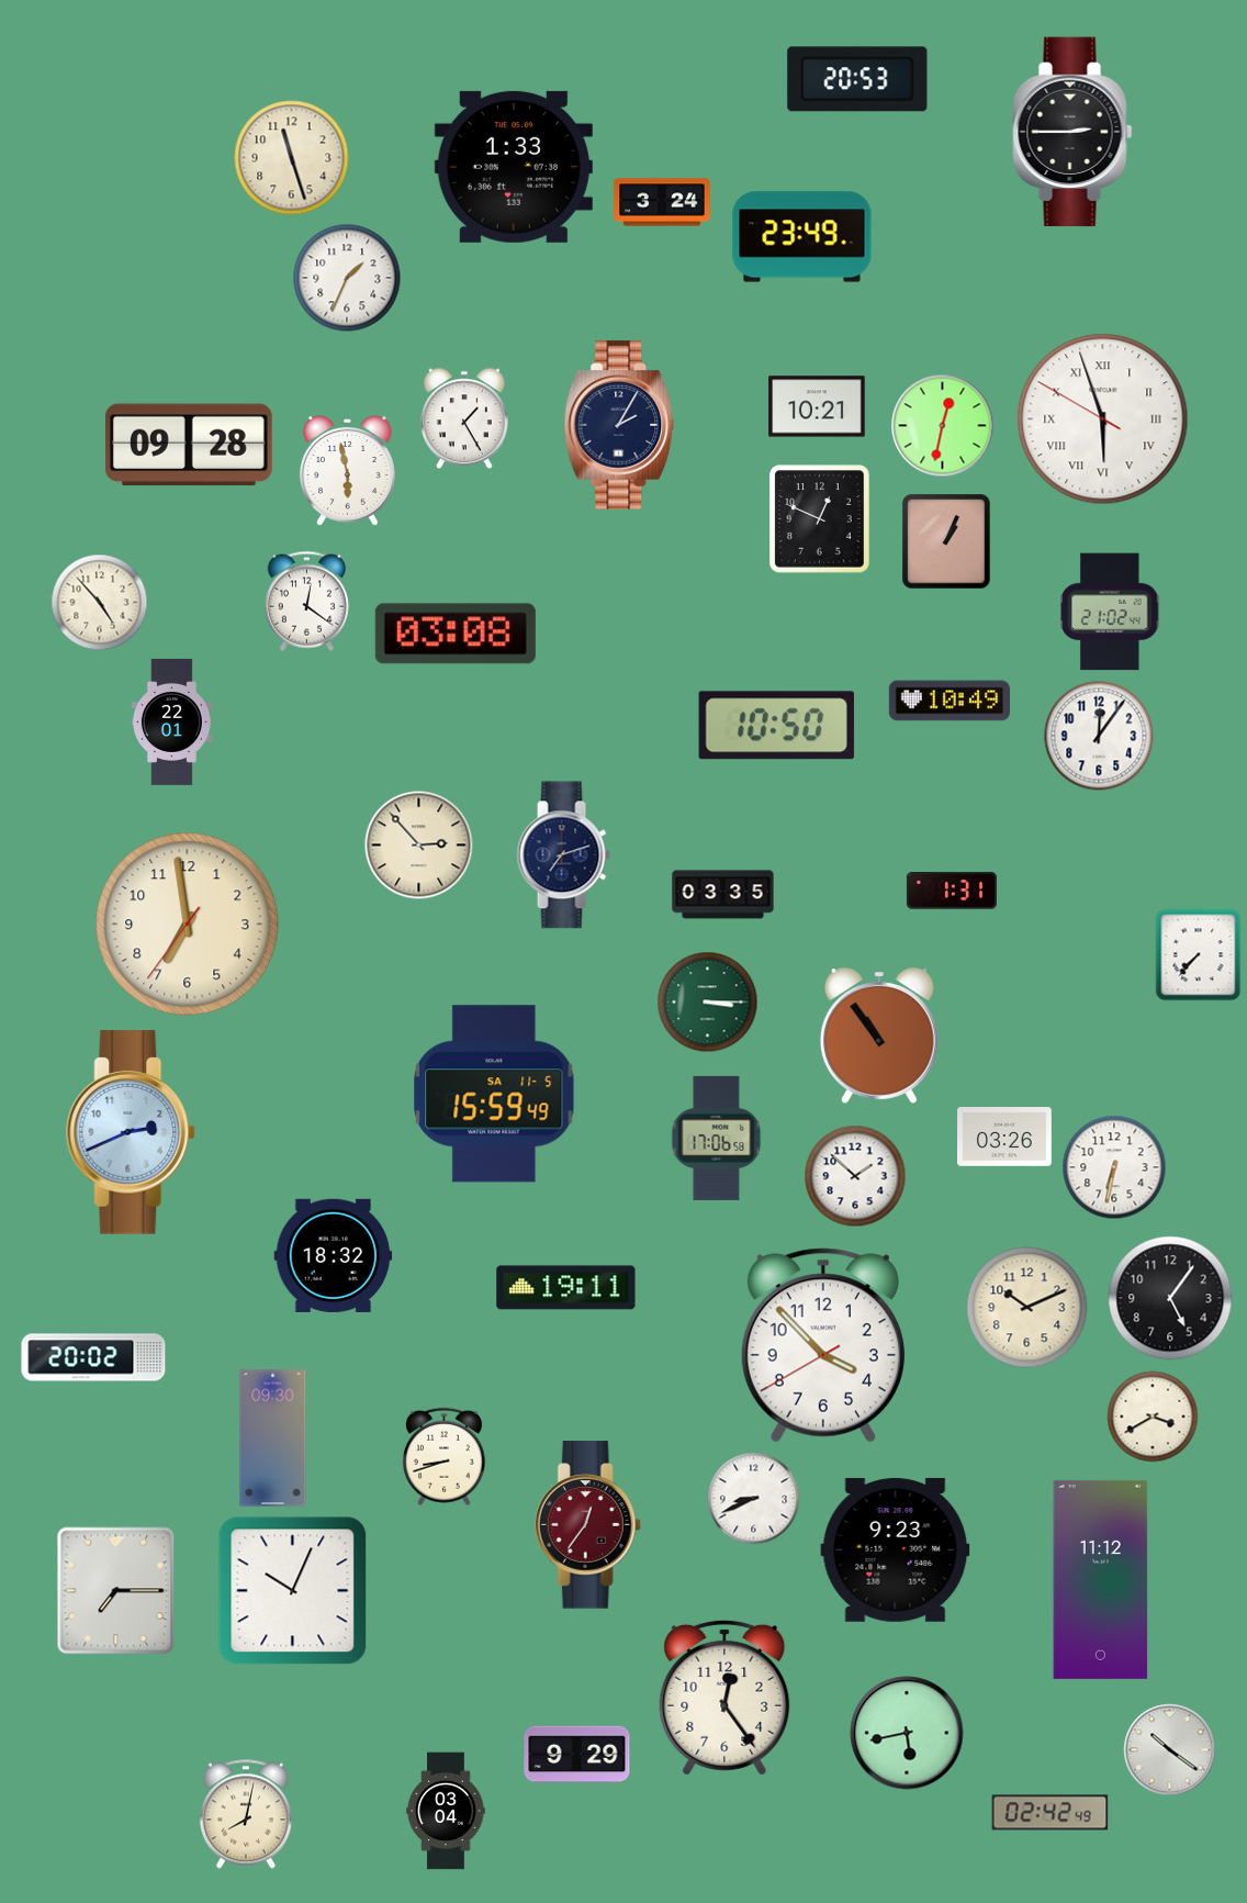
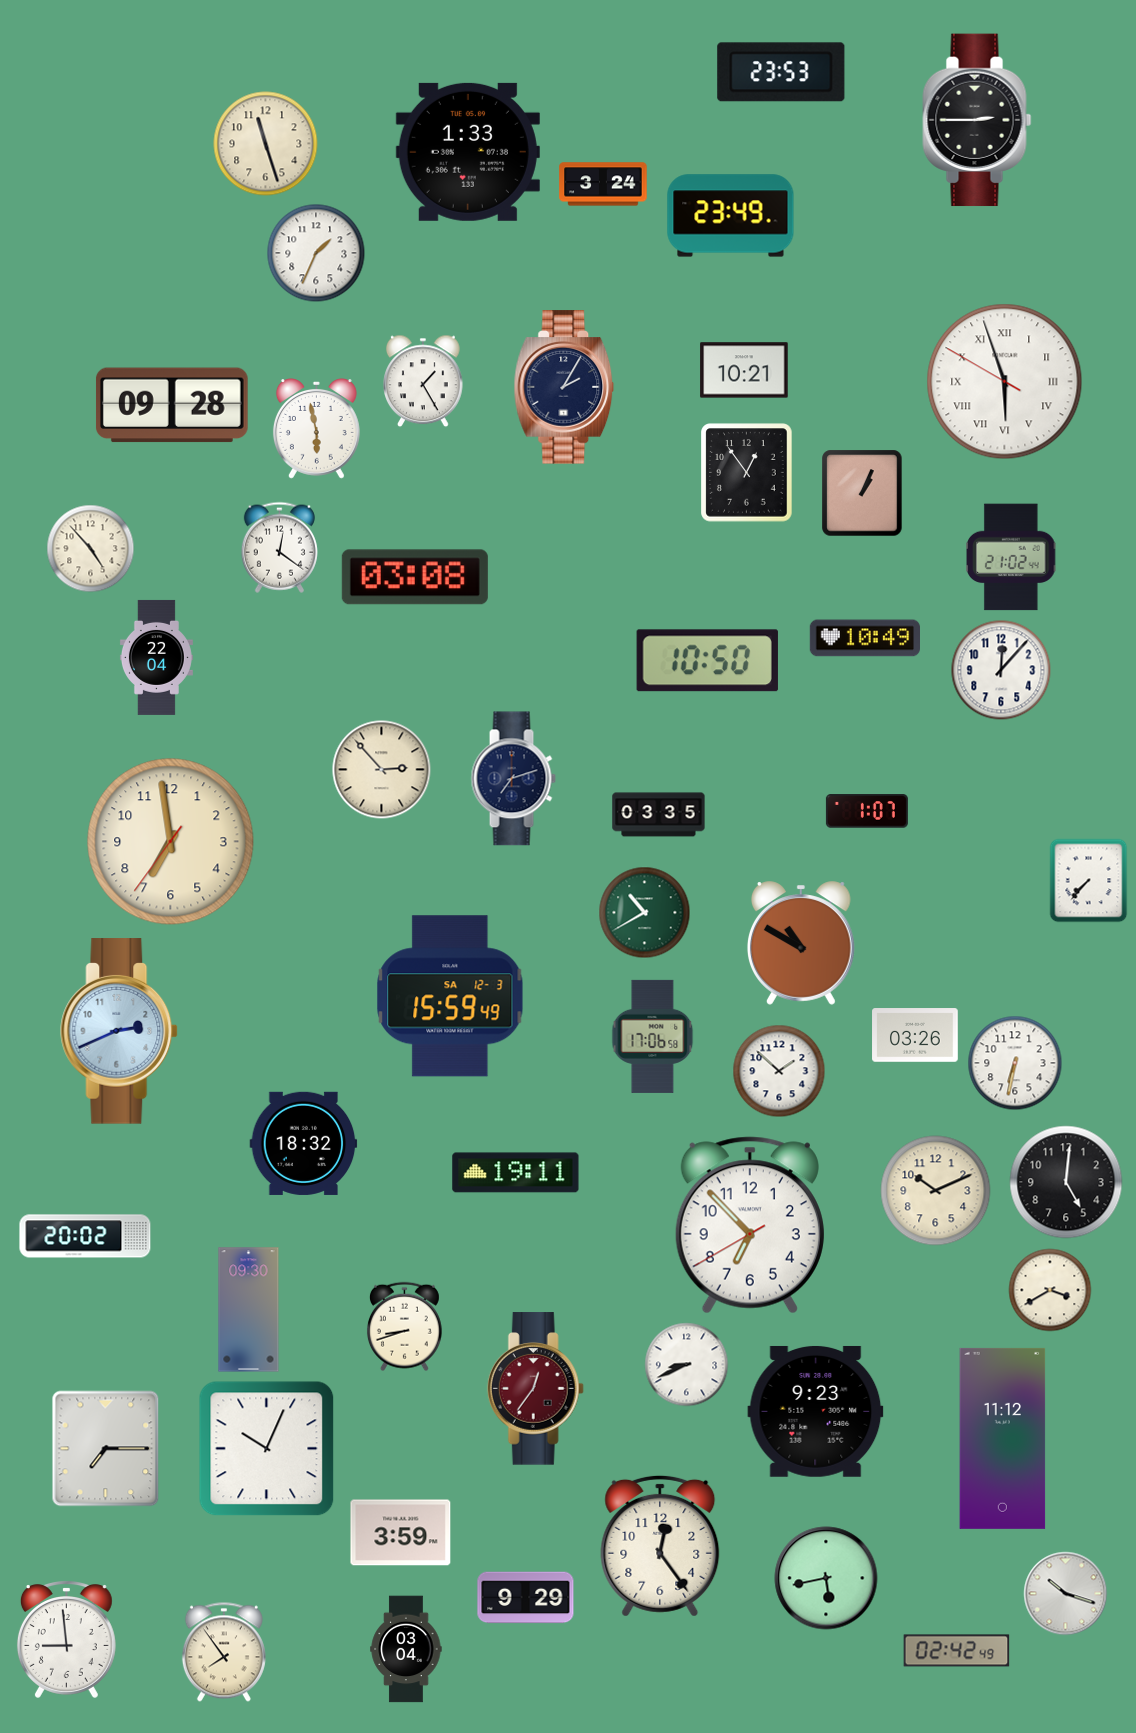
clock at (857, 79): 20:53 -> 23:53
clock at (943, 426): 12:32 -> none
clock at (820, 519): 12:49 -> 12:54
clock at (171, 721): 22:01 -> 22:04
clock at (1099, 736): 12:06 -> 12:07
clock at (952, 891): 1:31 -> 1:07
clock at (1199, 955) position: (1199, 955) -> (1089, 881)
clock at (708, 1003): 3:15 -> 10:40
clock at (879, 1036): 10:54 -> 10:50
clock at (494, 1094) date: SA 11-5 -> SA 12-3
clock at (1170, 1298): 5:06 -> 5:01
clock at (823, 1345): 3:52 -> 6:52
clock at (401, 1533): none -> 3:59
clock at (1170, 1750): 10:21 -> 10:18
clock at (66, 1639): none -> 8:59
clock at (246, 1814): 8:02 -> 7:54
